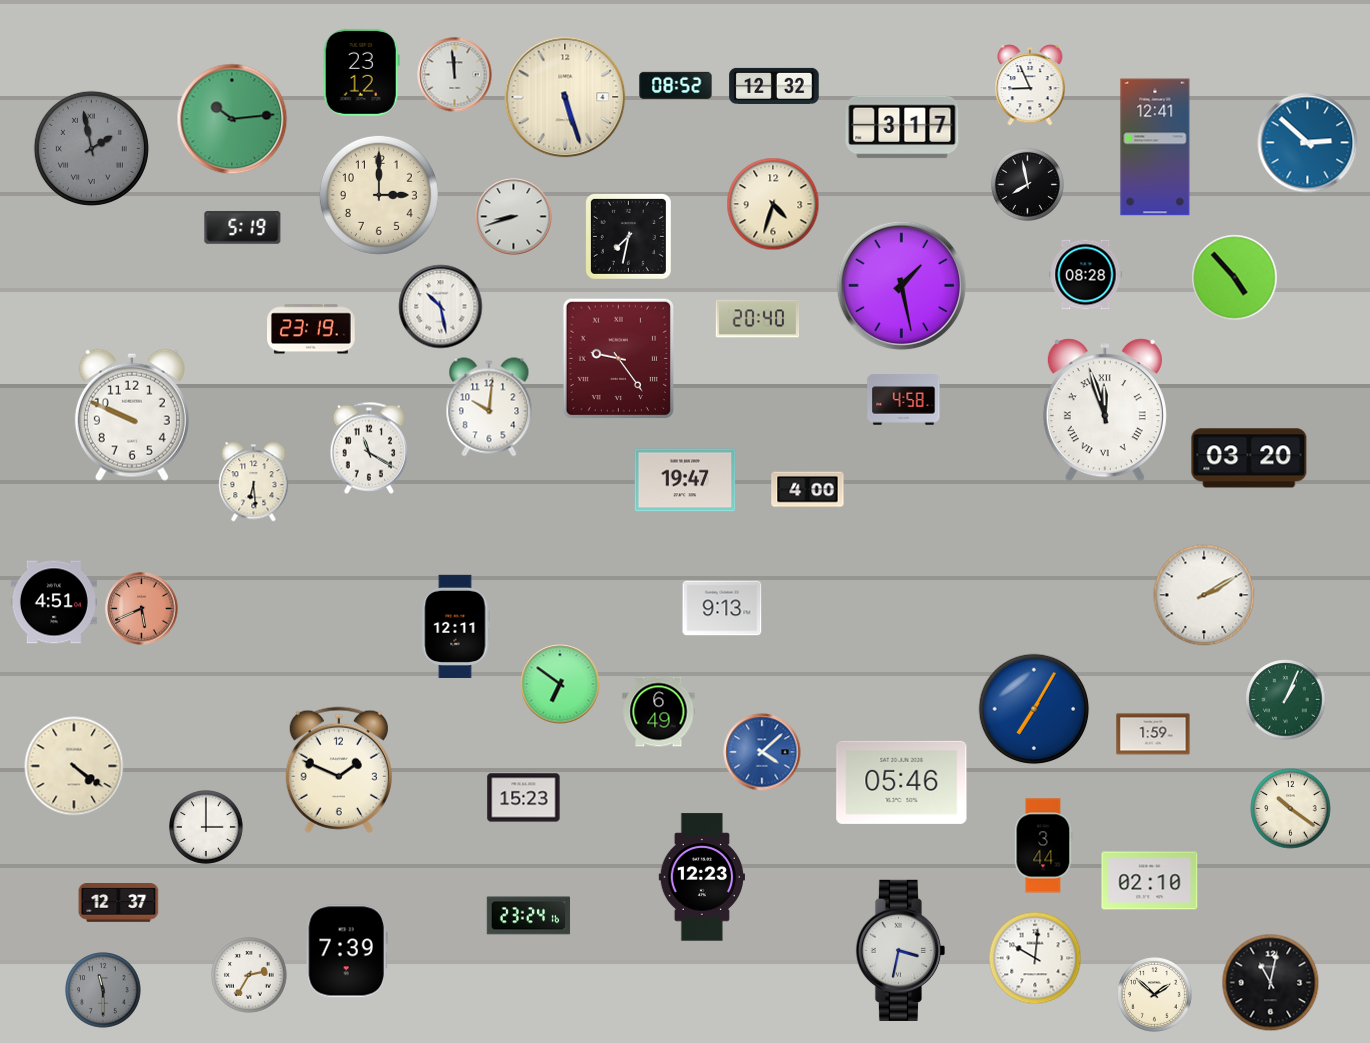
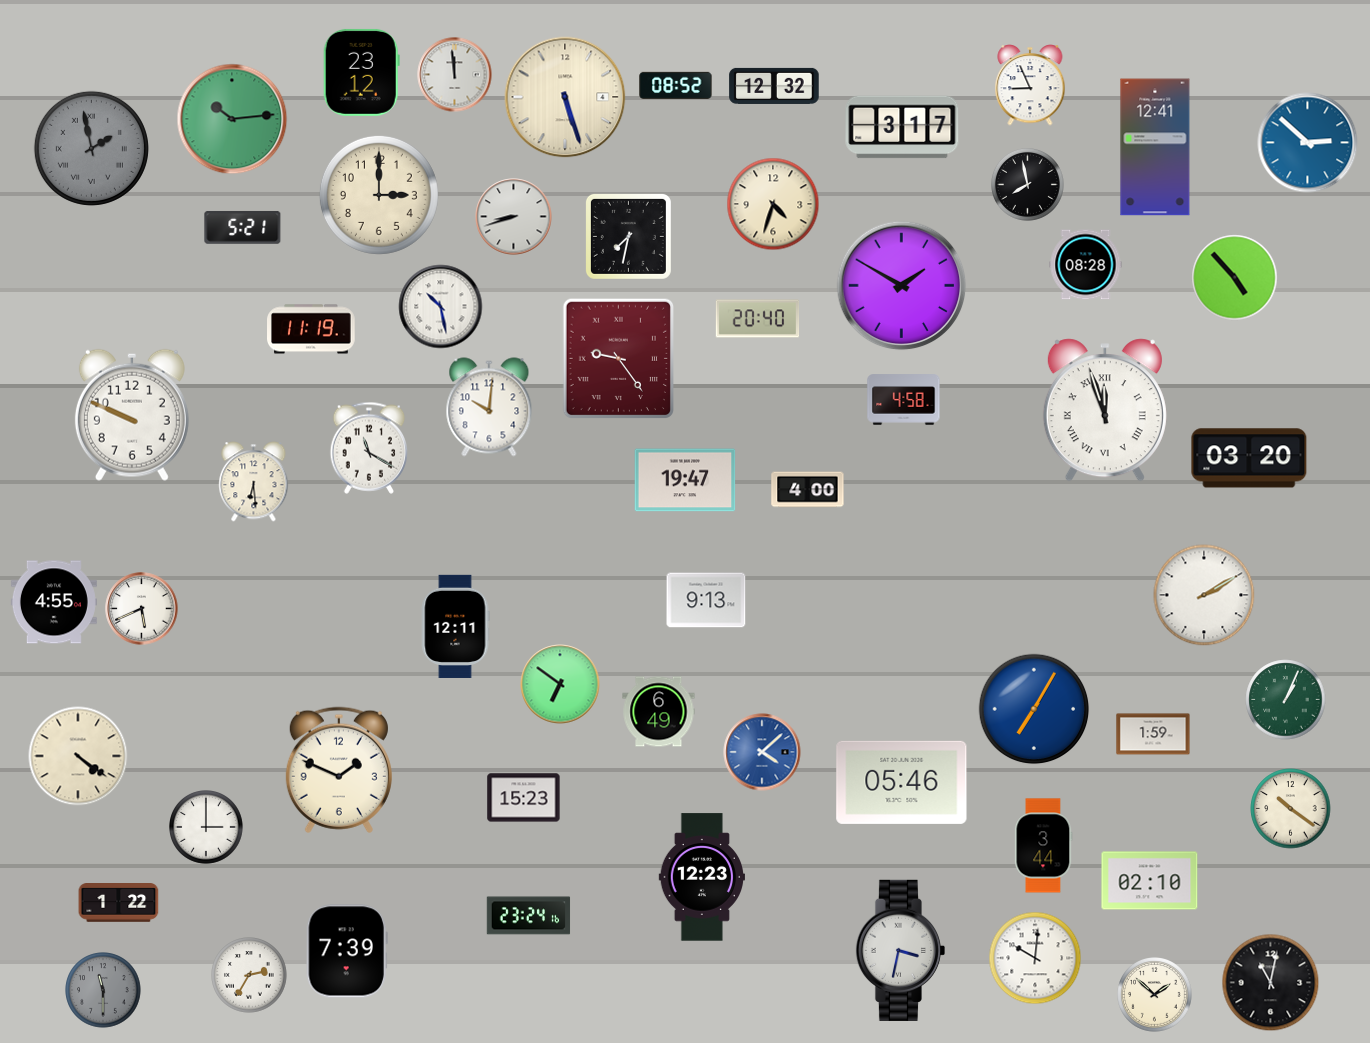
clock at (243, 227): 5:19 -> 5:21
clock at (1086, 275) position: (1086, 275) -> (1086, 265)
clock at (902, 286): 1:28 -> 1:50
clock at (312, 329): 23:19 -> 11:19
clock at (54, 602): 4:51 -> 4:55
clock at (722, 608) position: (722, 608) -> (706, 600)
clock at (142, 609) dial: salmon -> white
clock at (74, 766) position: (74, 766) -> (78, 756)
clock at (119, 903): 12:37 -> 1:22
